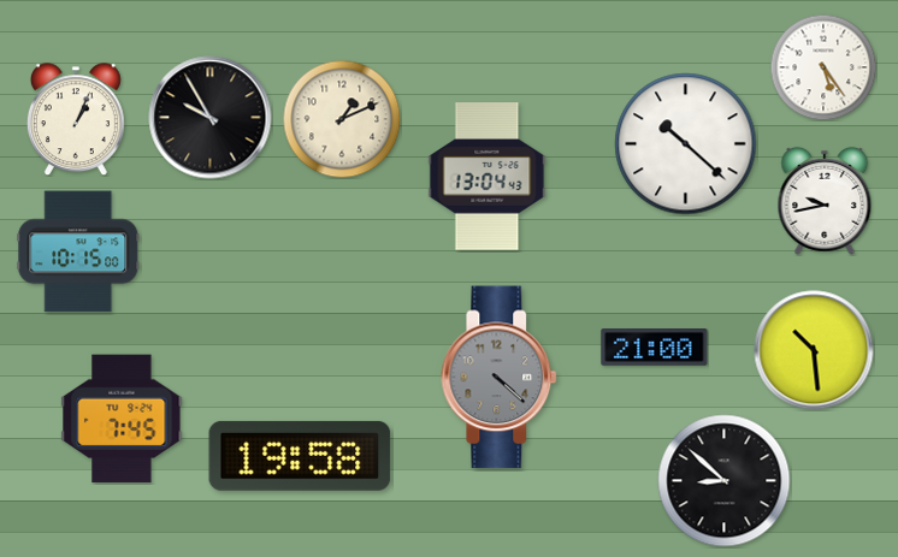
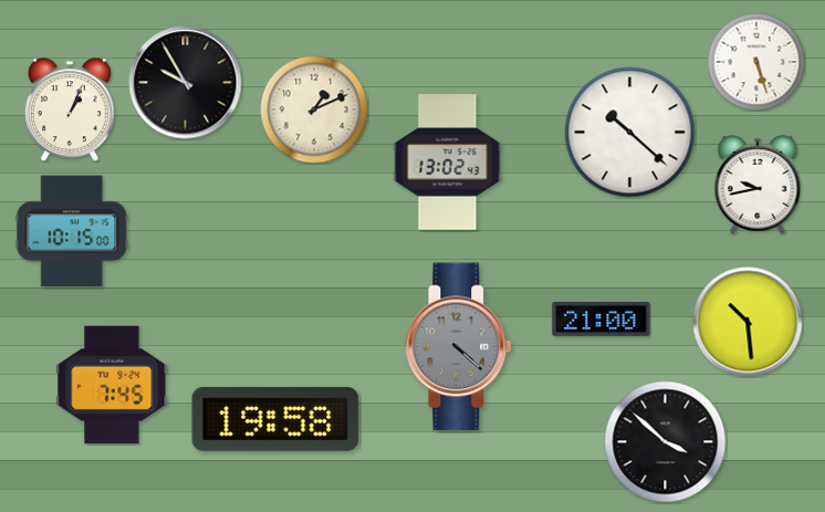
clock at (823, 67): 5:24 -> 5:27
clock at (211, 118) position: (211, 118) -> (186, 83)
clock at (488, 177): 13:04 -> 13:02
clock at (725, 481): 8:52 -> 3:52
